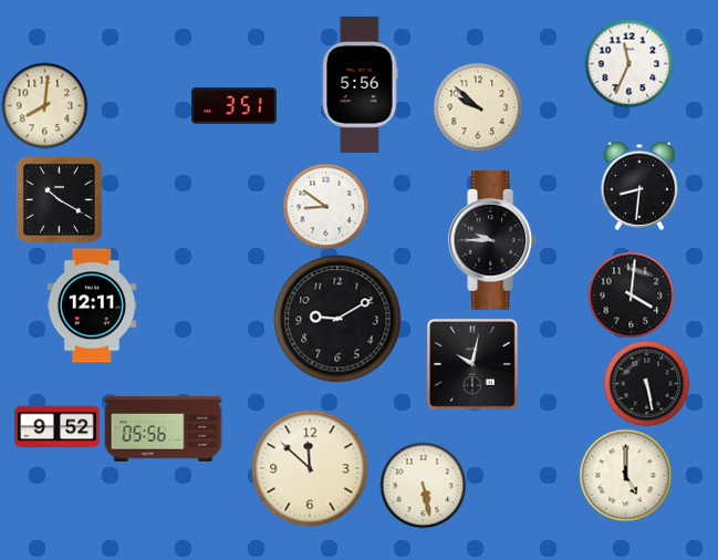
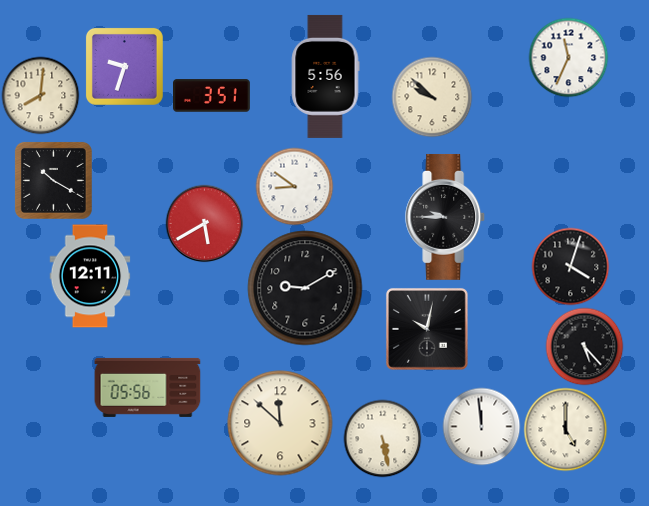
clock at (124, 66): none -> 9:33
clock at (639, 186): 8:31 -> none
clock at (204, 223): none -> 5:40
clock at (631, 294): 4:01 -> 4:03
clock at (92, 305) position: (92, 305) -> (90, 276)
clock at (646, 383): 5:28 -> 5:23
clock at (58, 427): 9:52 -> none
clock at (481, 426): none -> 11:59
